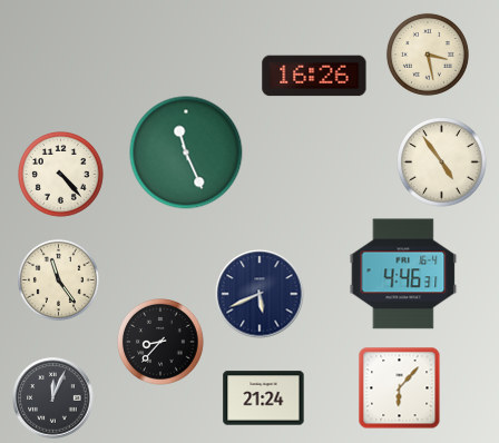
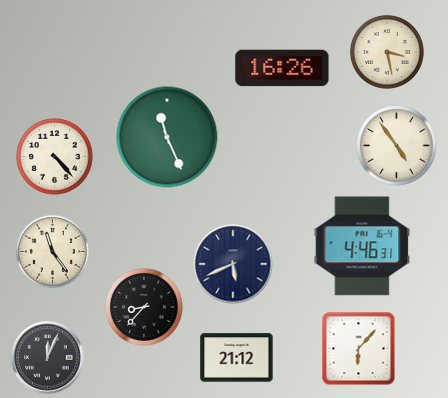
clock at (428, 55) position: (428, 55) -> (387, 52)
clock at (264, 398): 21:24 -> 21:12
